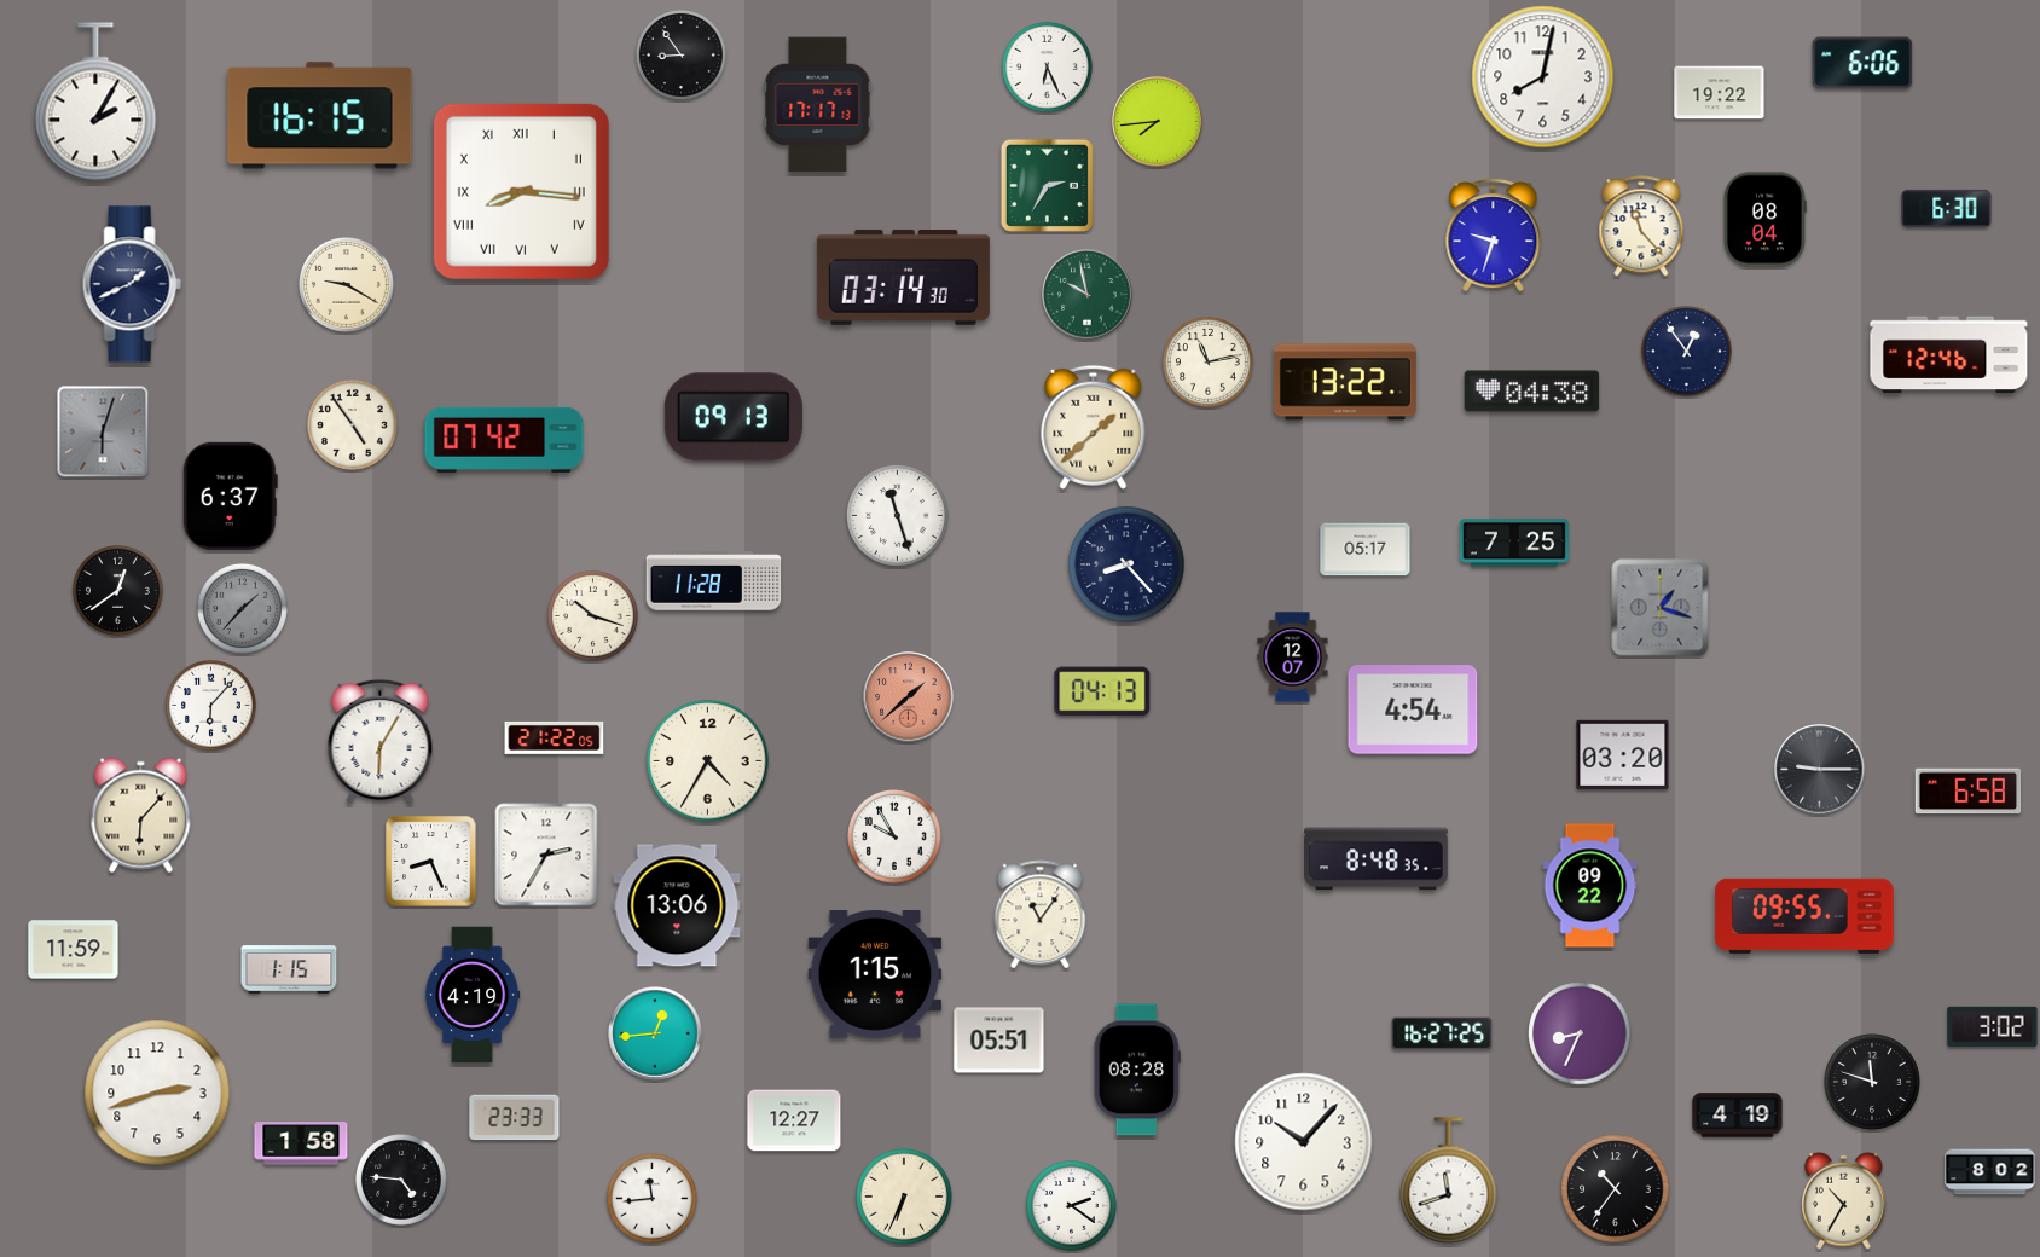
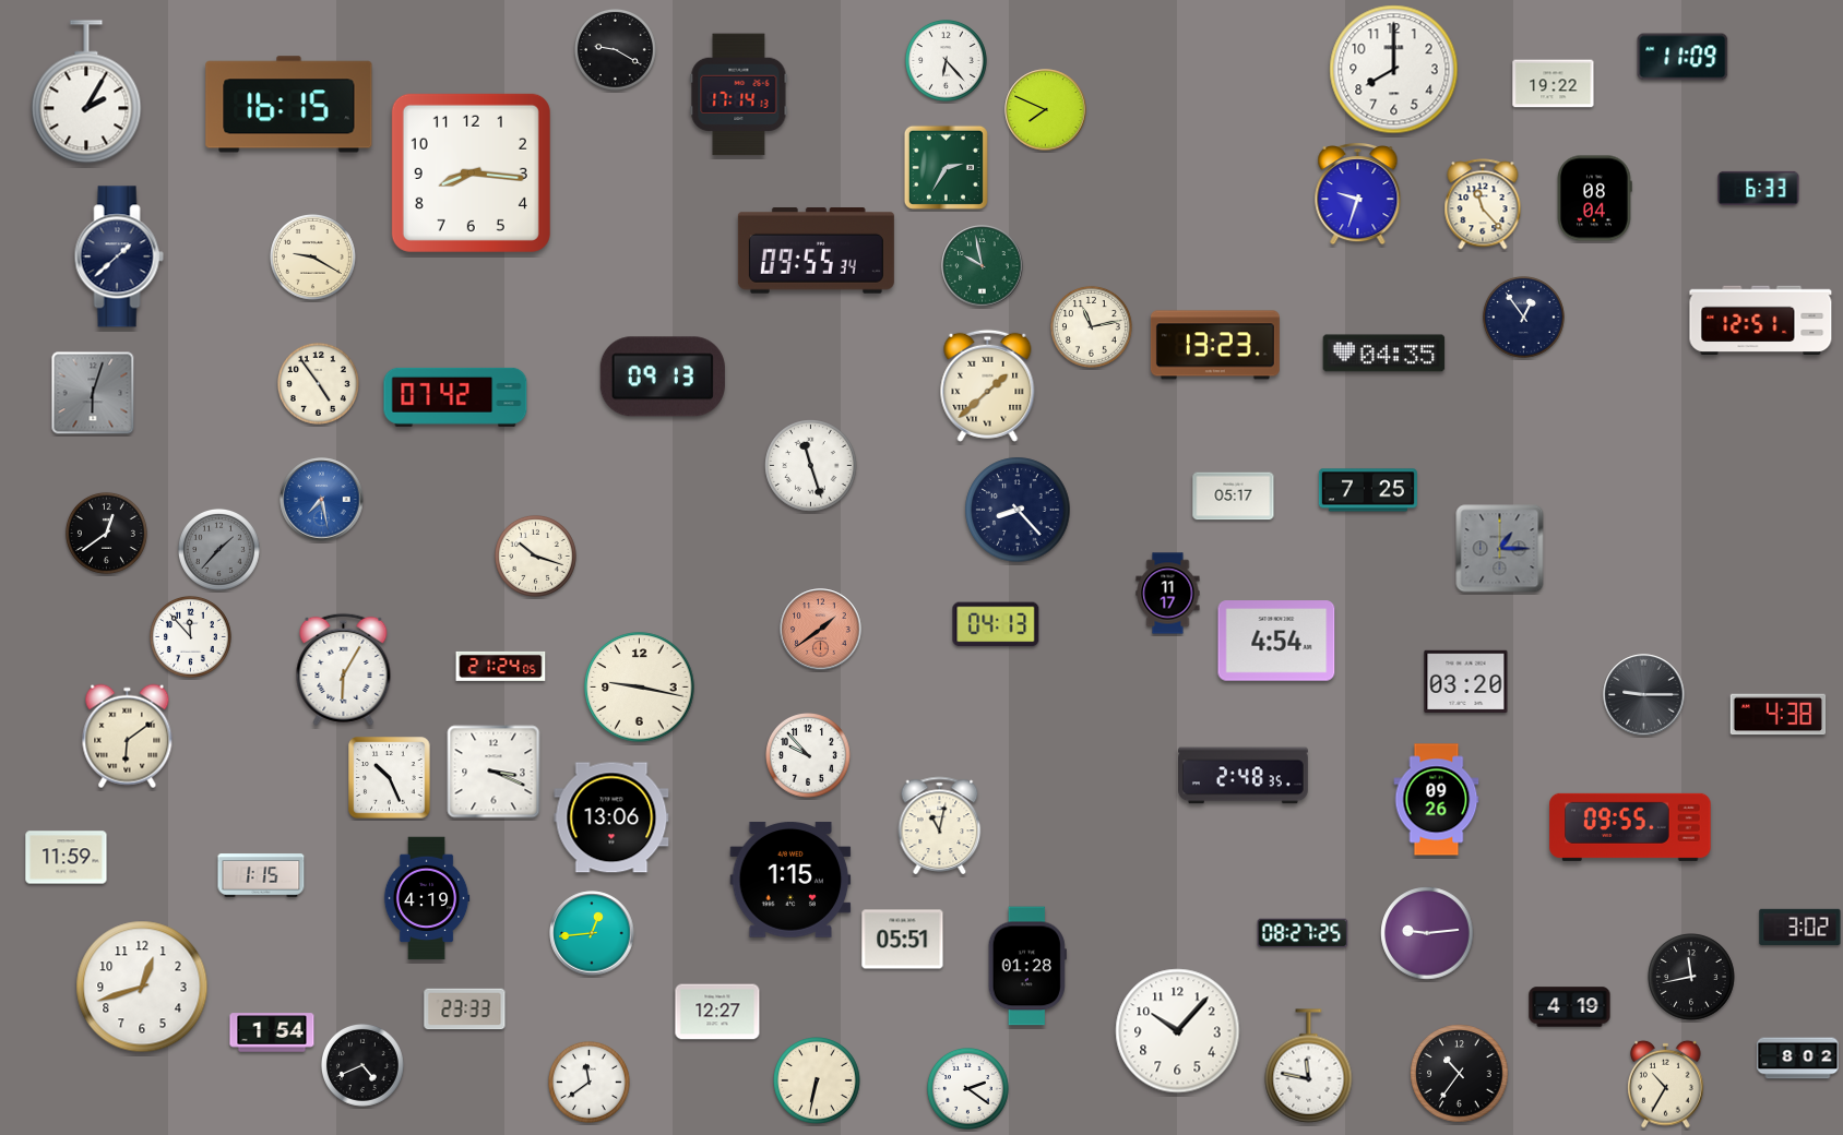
clock at (680, 54): 8:54 -> 9:20
clock at (1862, 63): 6:06 -> 11:09
clock at (1047, 66): 6:26 -> 6:23
clock at (1543, 77): 8:02 -> 8:00
clock at (818, 105): 17:17 -> 17:14
clock at (1158, 122): 7:44 -> 7:49
clock at (521, 191) numerals: Roman -> Arabic
clock at (1947, 208): 6:30 -> 6:33
clock at (1494, 234) position: (1494, 234) -> (1358, 193)
clock at (903, 278): 03:14 -> 09:55
clock at (132, 284): 1:41 -> 1:38
clock at (1949, 354): 12:46 -> 12:51
clock at (1345, 382): 13:22 -> 13:23
clock at (1532, 392): 04:38 -> 04:35
clock at (103, 431) position: (103, 431) -> (93, 393)
clock at (230, 496): 6:37 -> none
clock at (322, 500): none -> 7:28
clock at (714, 581): 11:28 -> none
clock at (1661, 608): 1:18 -> 1:15
clock at (1293, 658): 12:07 -> 11:17
clock at (909, 697): 1:38 -> 1:39
clock at (210, 705): 6:07 -> 11:53
clock at (555, 737): 21:22 -> 21:24
clock at (708, 761): 4:35 -> 9:17
clock at (1969, 792): 6:58 -> 4:38
clock at (141, 816): 6:07 -> 6:09
clock at (896, 838): 9:55 -> 9:53
clock at (546, 855): 2:35 -> 3:19
clock at (1377, 859): 8:48 -> 2:48
clock at (431, 862): 8:26 -> 10:26
clock at (1590, 886): 09:22 -> 09:26
clock at (1041, 914): 11:06 -> 11:02
clock at (1442, 1033): 16:27 -> 08:27
clock at (1580, 1033): 8:34 -> 9:14
clock at (1137, 1070): 08:28 -> 01:28
clock at (1873, 1083): 11:48 -> 11:43
clock at (157, 1093): 2:42 -> 12:42
clock at (301, 1143): 1:58 -> 1:54
clock at (401, 1180): 4:46 -> 4:41
clock at (1449, 1181): 11:42 -> 11:47
clock at (651, 1198): 11:44 -> 11:39
clock at (905, 1198): 6:34 -> 6:32
